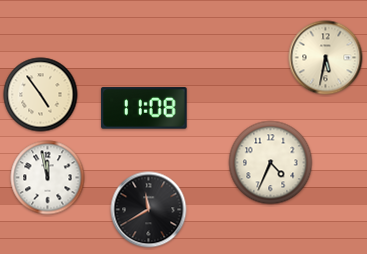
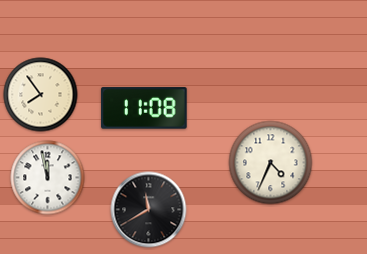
clock at (326, 58): 5:32 -> none
clock at (41, 95): 4:54 -> 7:54
